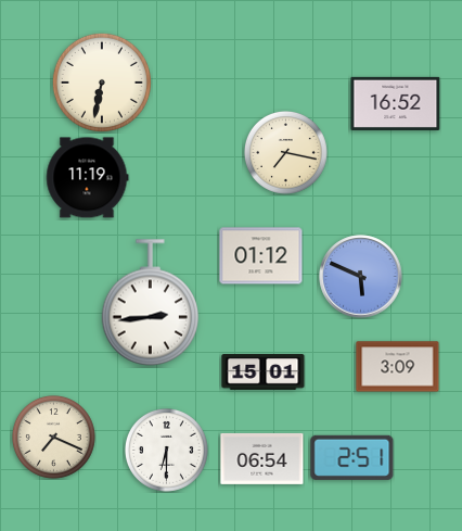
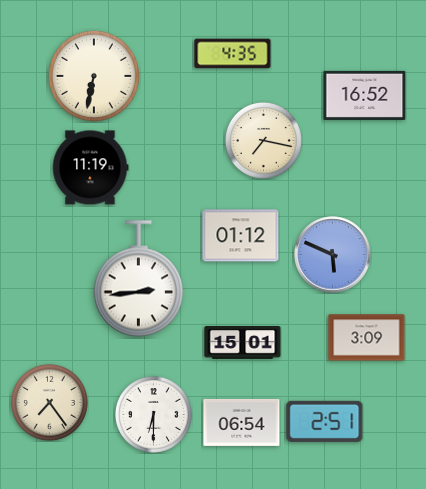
clock at (233, 54): none -> 4:35
clock at (87, 178) position: (87, 178) -> (90, 168)
clock at (53, 437): 7:19 -> 7:24
